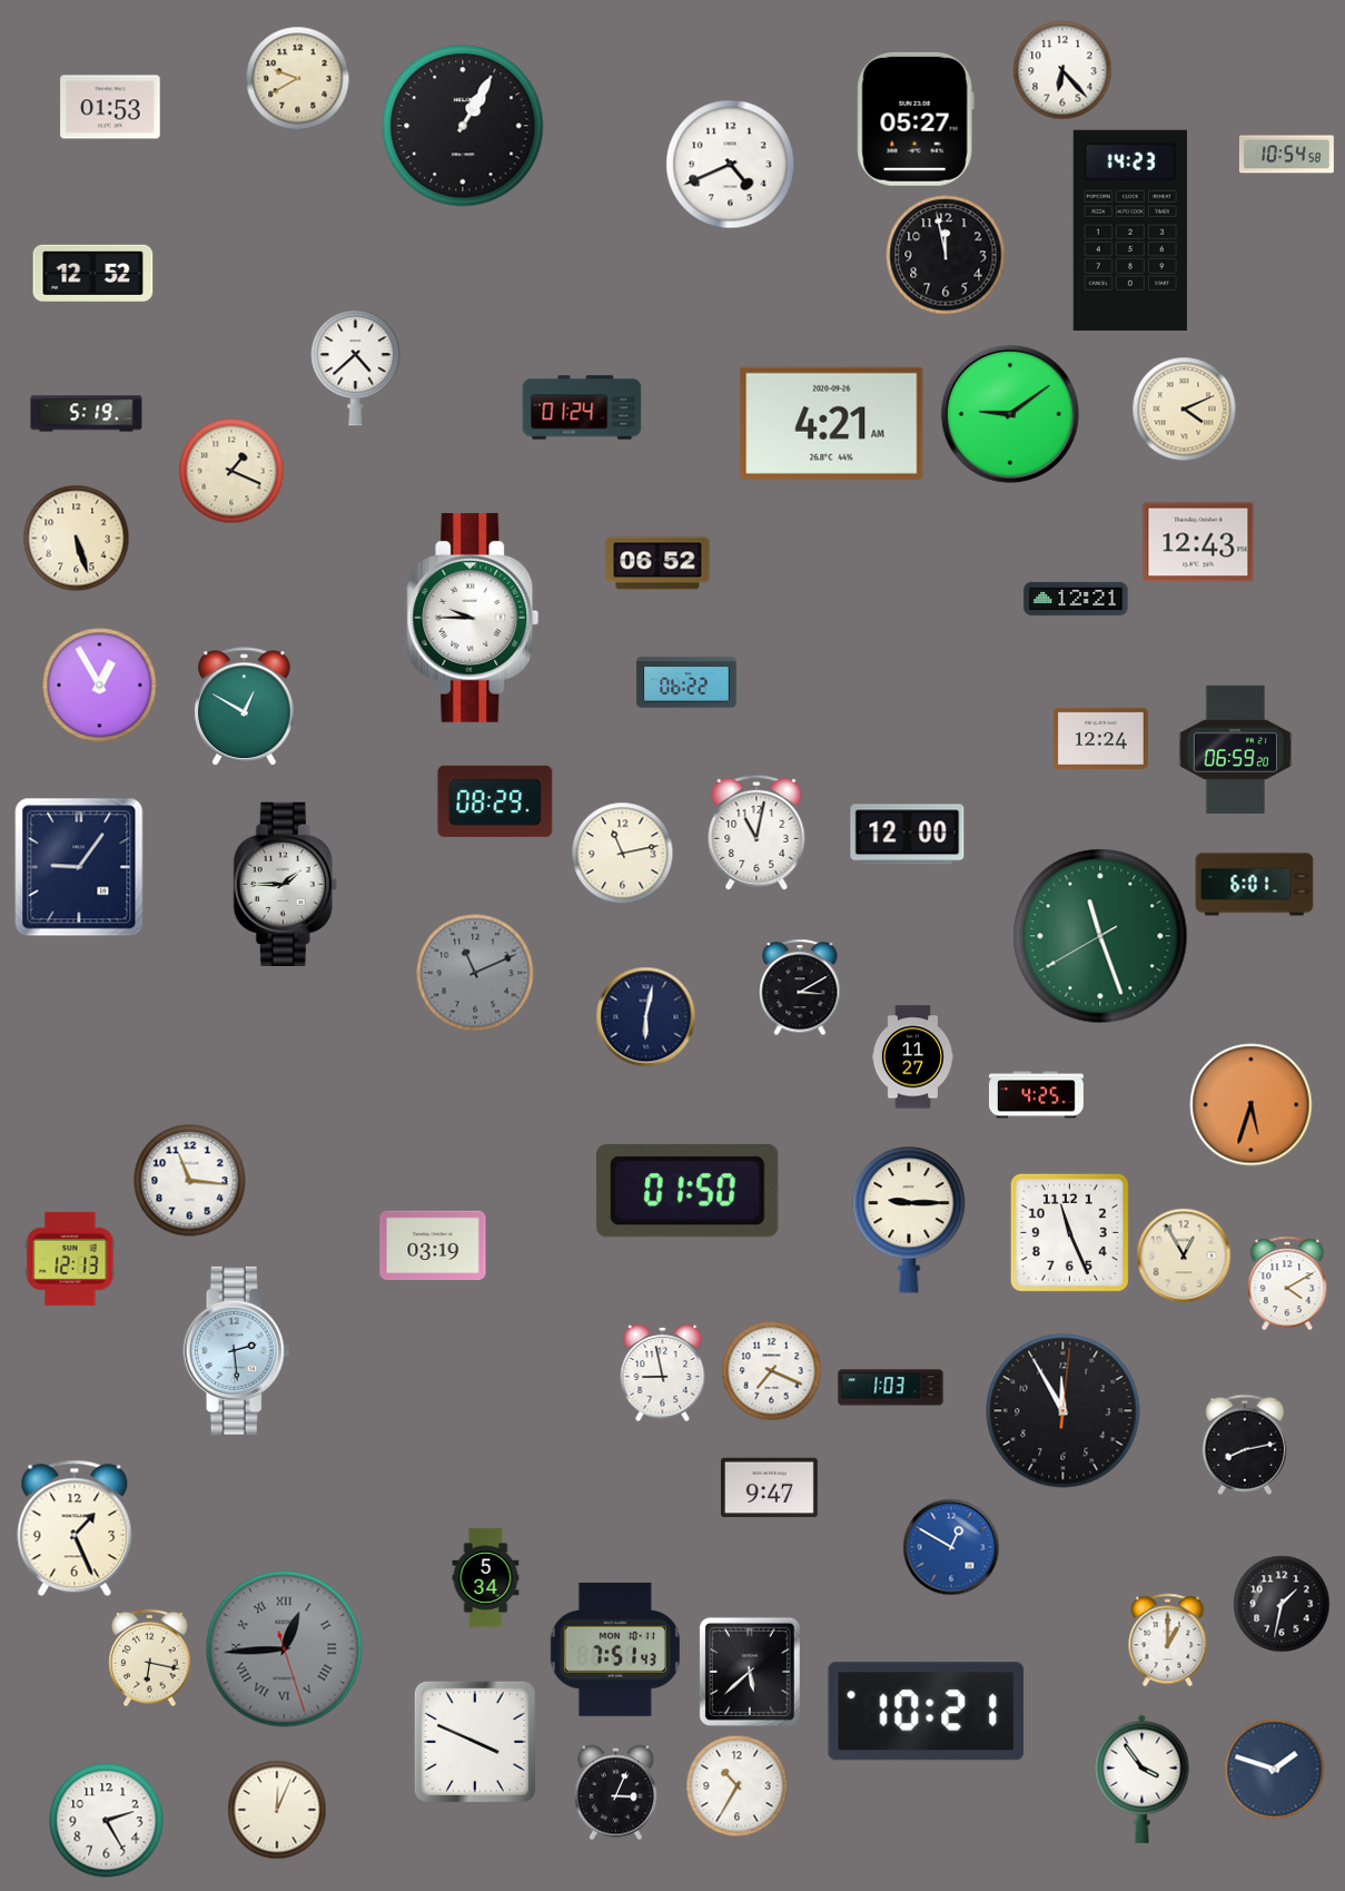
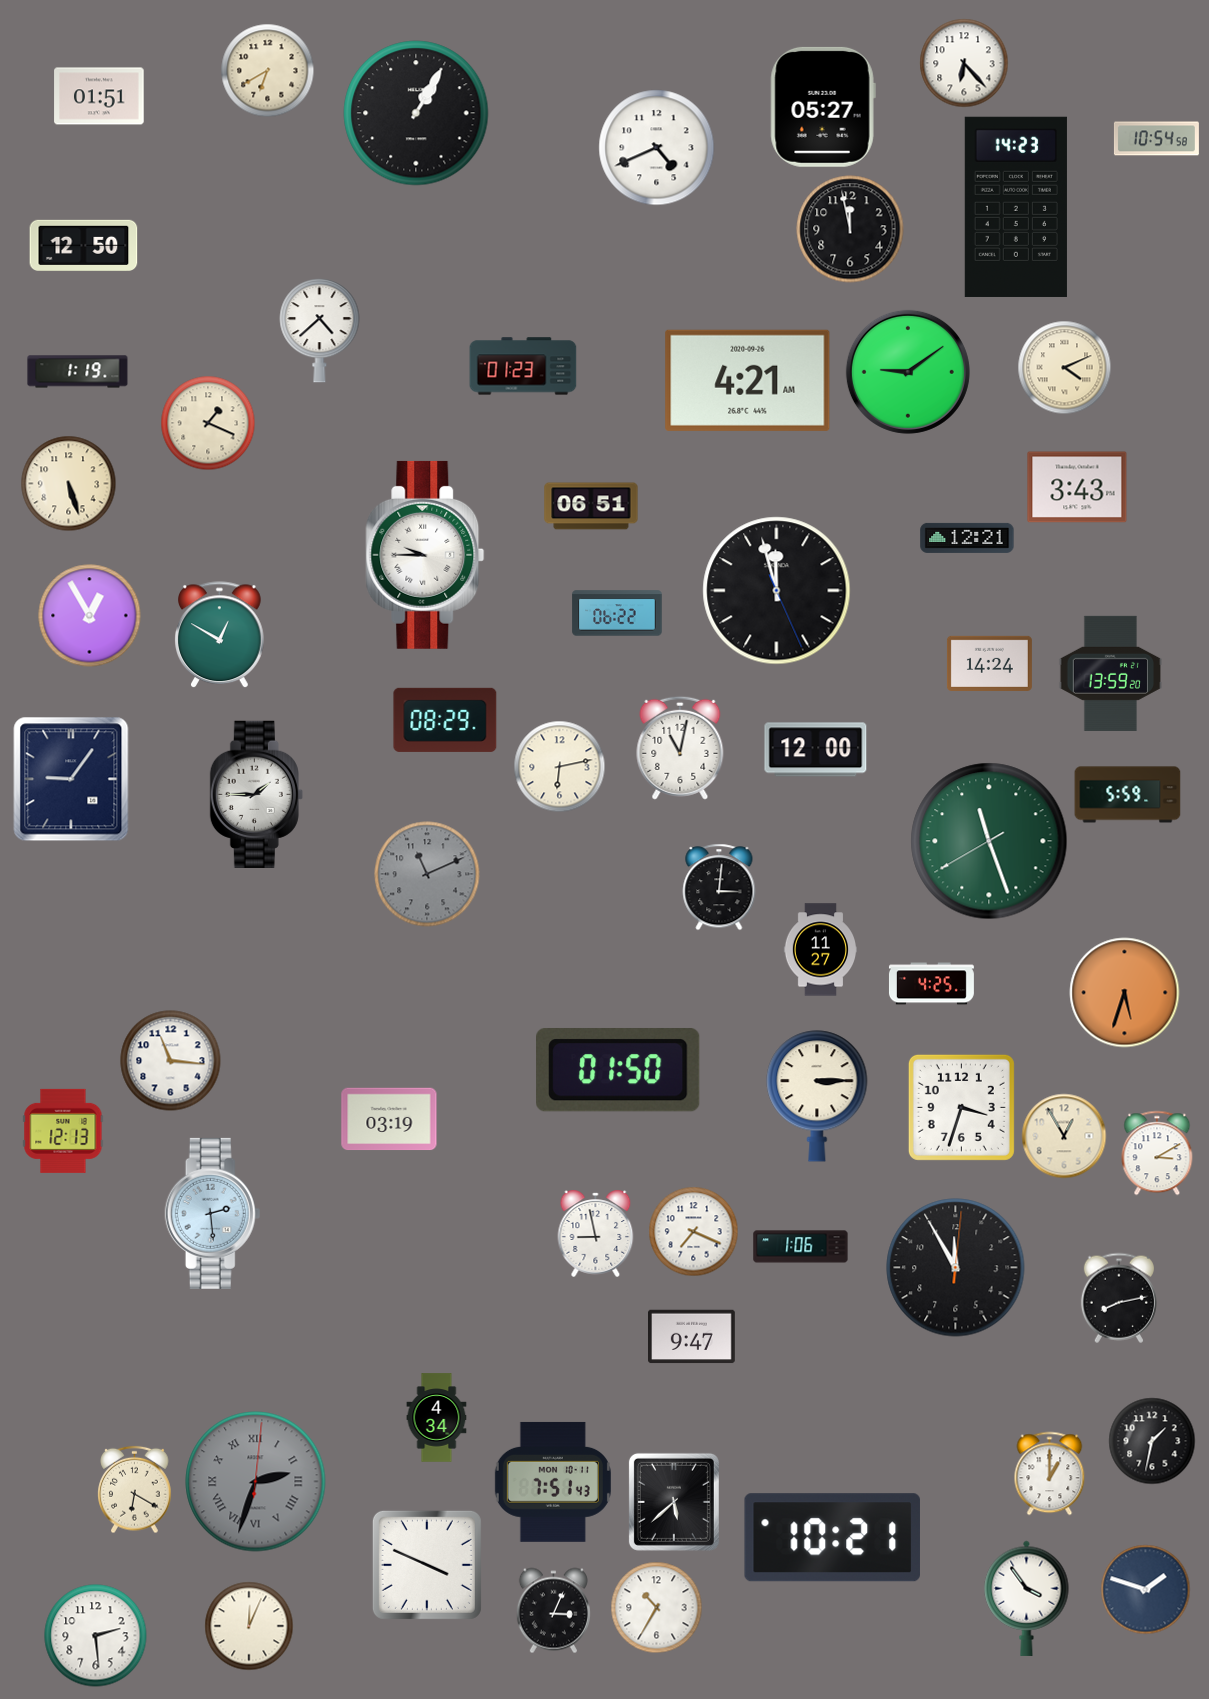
clock at (1062, 70) position: (1062, 70) -> (964, 63)
clock at (298, 79): 9:40 -> 6:40
clock at (110, 107): 01:53 -> 01:51
clock at (93, 273): 12:52 -> 12:50
clock at (582, 407): 01:24 -> 01:23
clock at (87, 414): 5:19 -> 1:19
clock at (1198, 542): 12:43 -> 3:43
clock at (657, 563): 06:52 -> 06:51
clock at (777, 591): none -> 11:57
clock at (1100, 738): 12:24 -> 14:24
clock at (1235, 749): 06:59 -> 13:59
clock at (623, 854): 11:13 -> 6:13
clock at (1255, 885): 6:01 -> 5:59
clock at (800, 987): 3:10 -> 3:01
clock at (646, 1017): 6:02 -> none
clock at (909, 1220): 9:15 -> 3:15
clock at (1069, 1232): 11:26 -> 3:33
clock at (1184, 1255) position: (1184, 1255) -> (1064, 1136)
clock at (1287, 1283): 4:10 -> 3:10
clock at (891, 1388): 1:03 -> 1:06
clock at (75, 1528): 1:26 -> none
clock at (951, 1547): 12:50 -> none
clock at (486, 1578): 5:34 -> 4:34
clock at (285, 1649): 12:44 -> 2:33
clock at (150, 1658): 6:17 -> 6:20
clock at (738, 1786) position: (738, 1786) -> (657, 1608)
clock at (107, 1821): 2:25 -> 2:29
